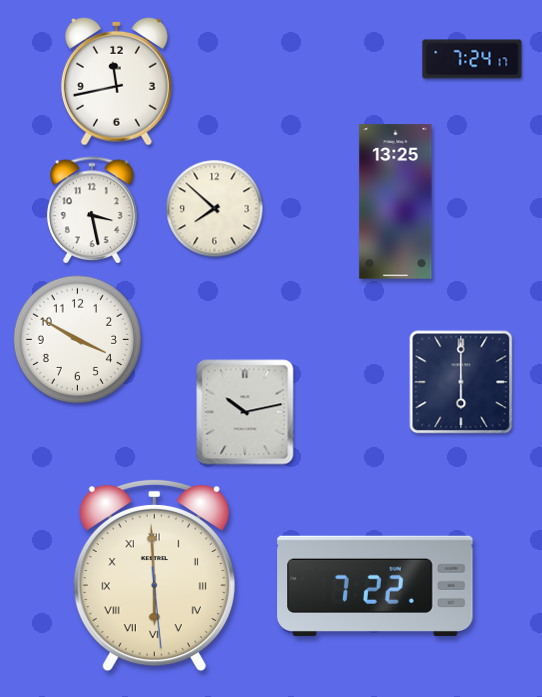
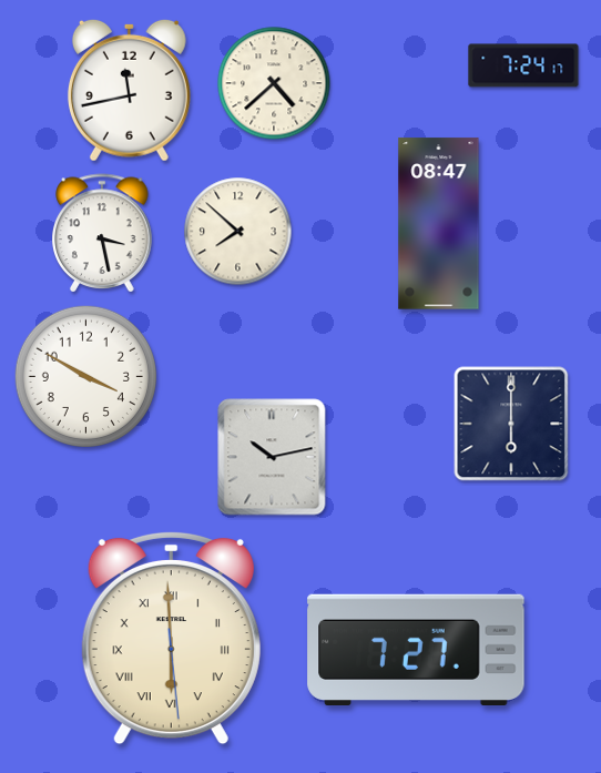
clock at (274, 83): none -> 4:38
clock at (396, 202): 13:25 -> 08:47
clock at (375, 585): 7:22 -> 7:27
